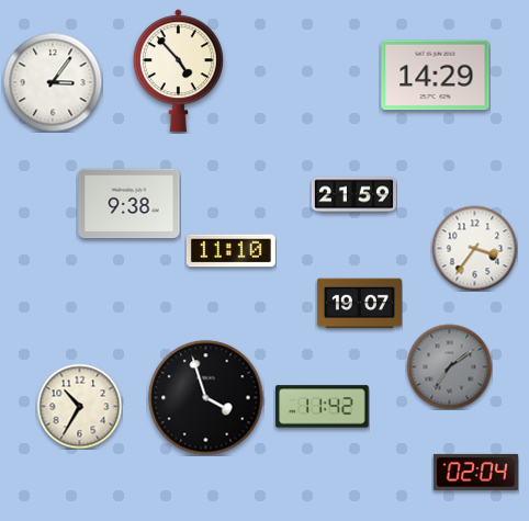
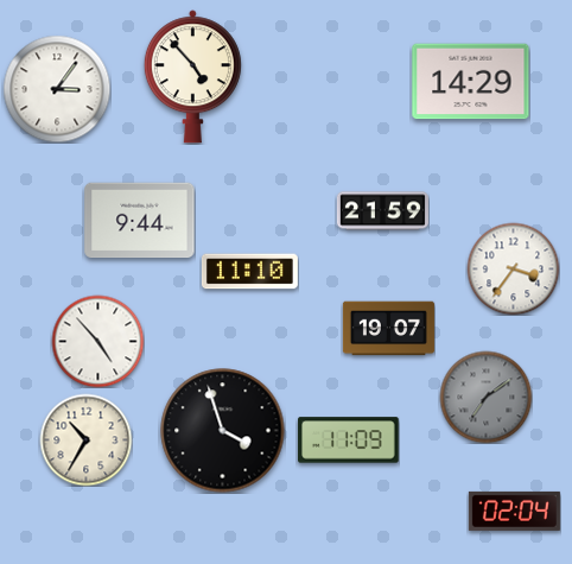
clock at (130, 204): 9:38 -> 9:44
clock at (97, 341): none -> 4:53
clock at (323, 407): 11:42 -> 11:09
